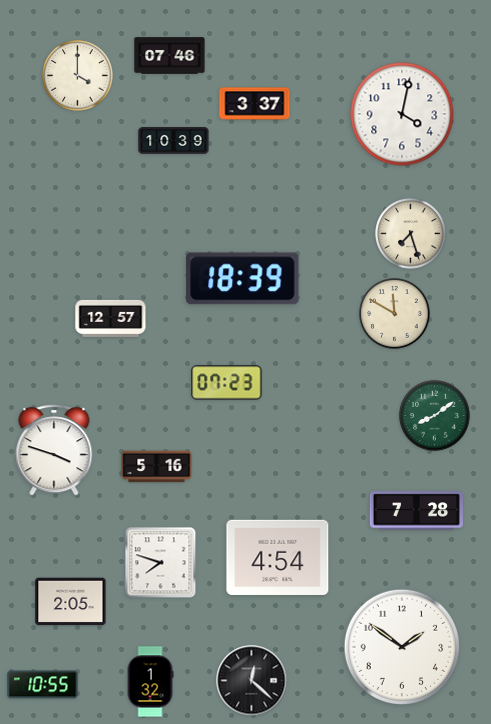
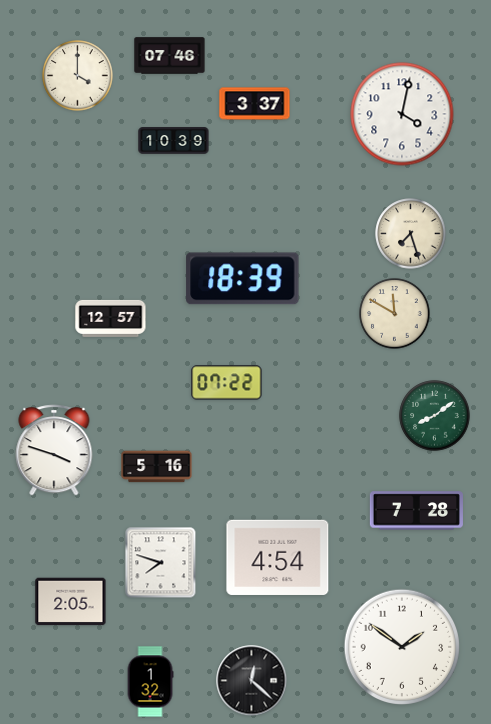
clock at (227, 383): 07:23 -> 07:22
clock at (43, 685): 10:55 -> none
